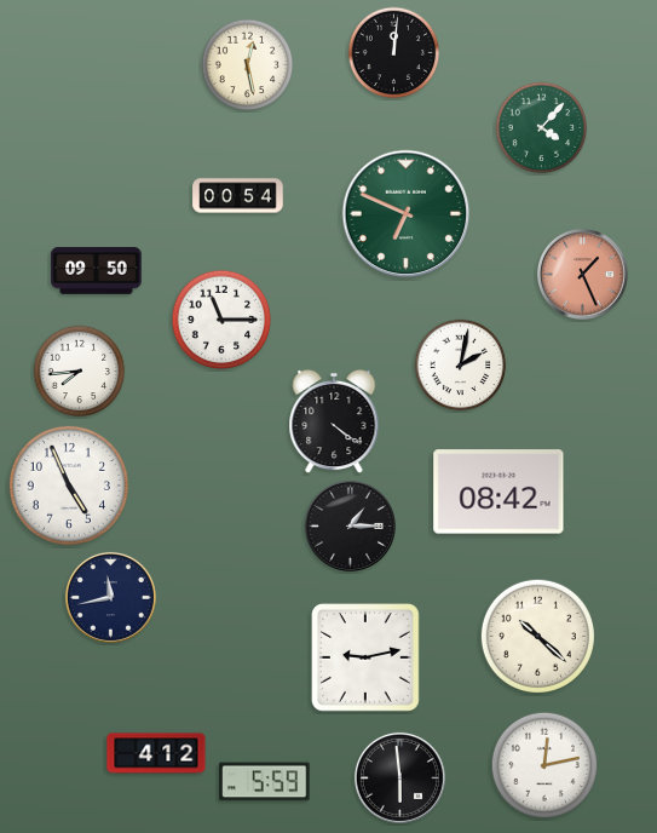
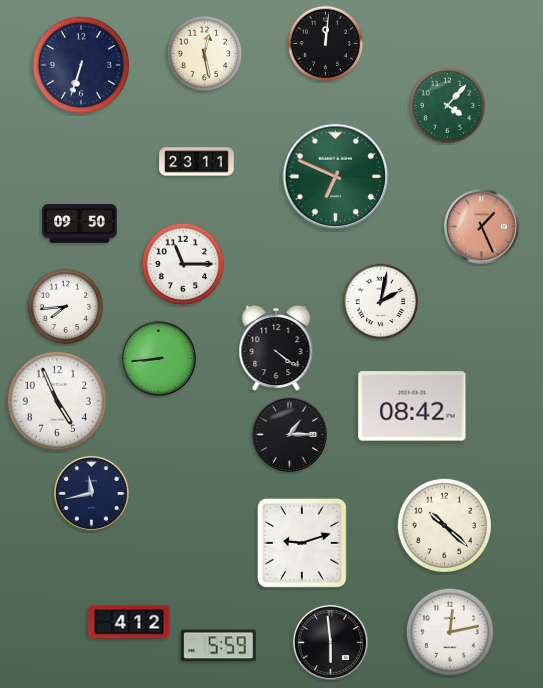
clock at (81, 65): none -> 6:33
clock at (238, 196): 00:54 -> 23:11
clock at (158, 358): none -> 8:44
clock at (365, 657): 9:13 -> 9:12
